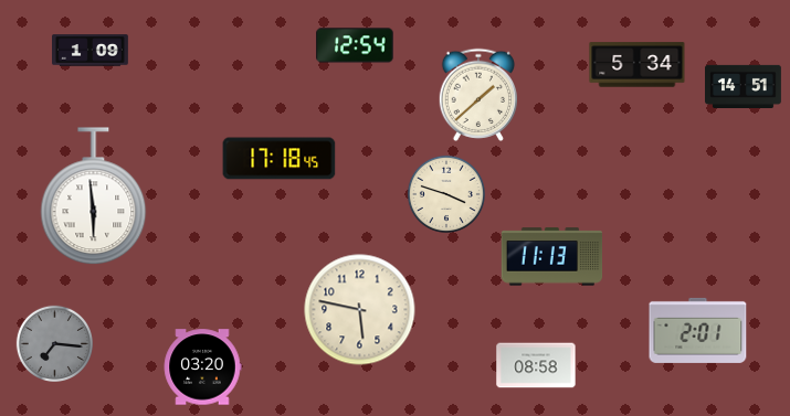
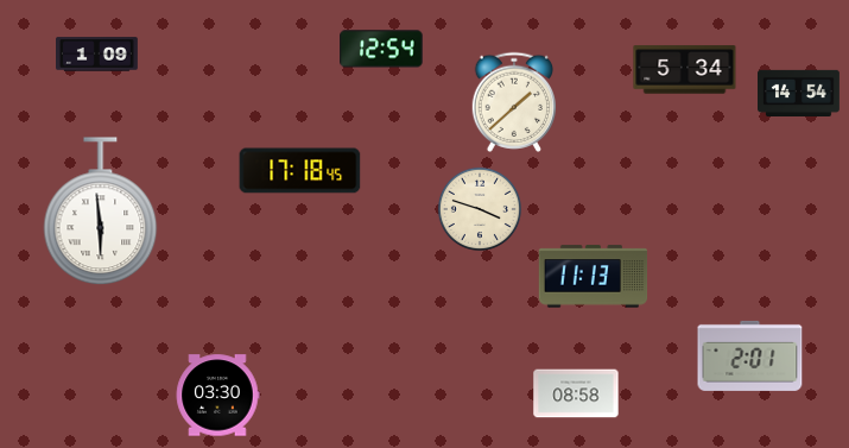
clock at (744, 86): 14:51 -> 14:54
clock at (360, 310): 5:47 -> none
clock at (54, 343): 7:16 -> none
clock at (202, 367): 03:20 -> 03:30
